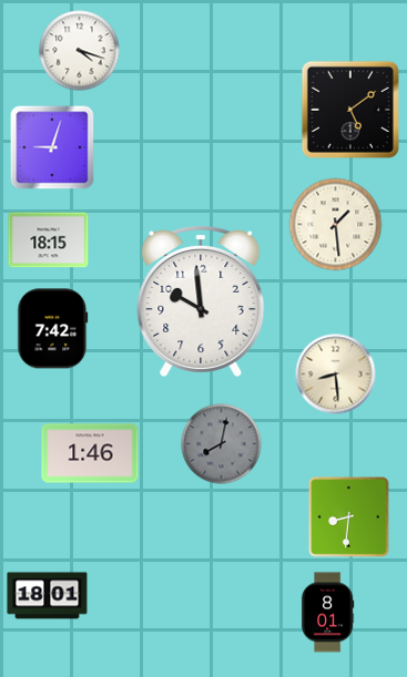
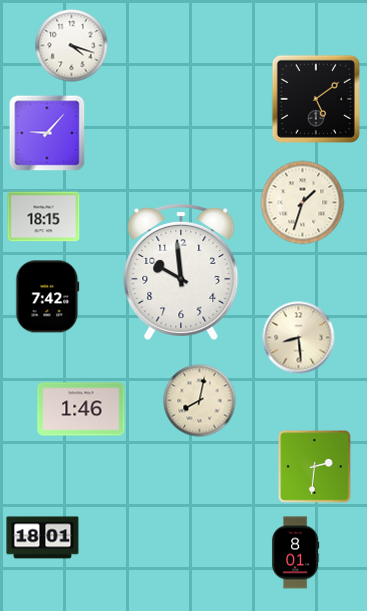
clock at (52, 147): 9:03 -> 9:07
clock at (336, 225): 1:29 -> 1:33
clock at (336, 375) position: (336, 375) -> (299, 338)
clock at (222, 444) dial: grey -> cream
clock at (349, 517): 8:31 -> 2:31
